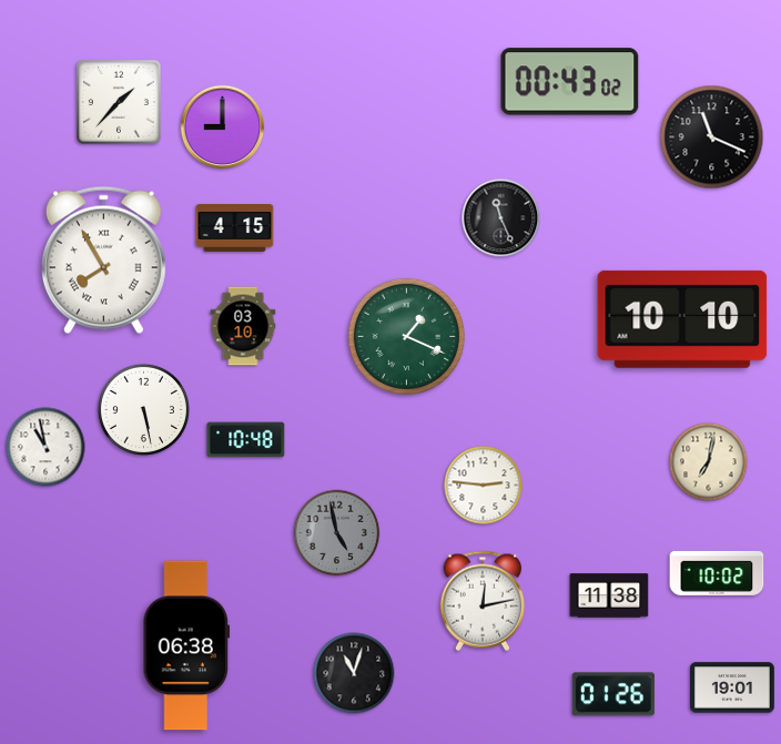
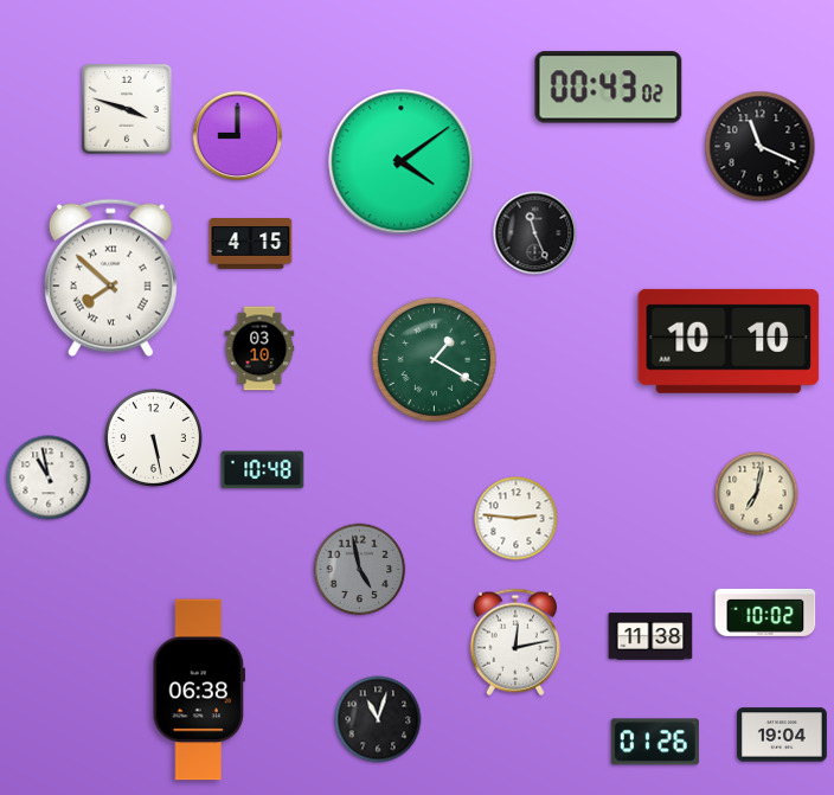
clock at (119, 102): 1:37 -> 3:48
clock at (402, 162): none -> 4:09
clock at (103, 261): 7:55 -> 7:52
clock at (406, 336): 1:19 -> 1:20
clock at (733, 687): 19:01 -> 19:04
